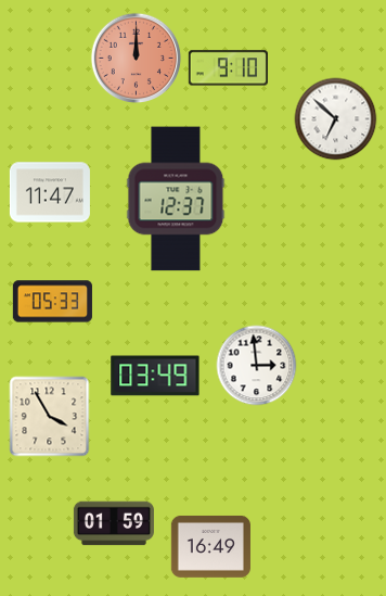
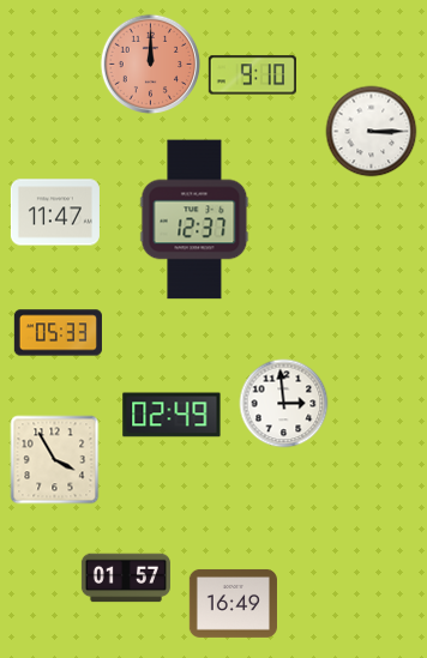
clock at (336, 119): 6:52 -> 3:15
clock at (155, 376): 03:49 -> 02:49
clock at (114, 523): 01:59 -> 01:57
